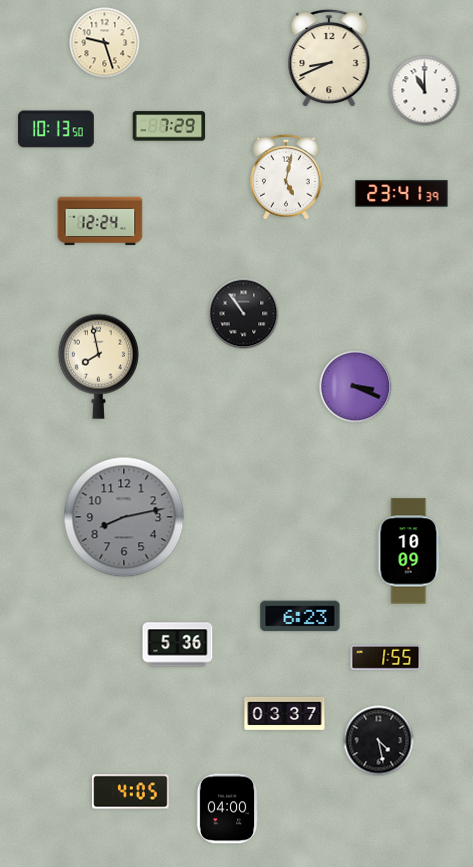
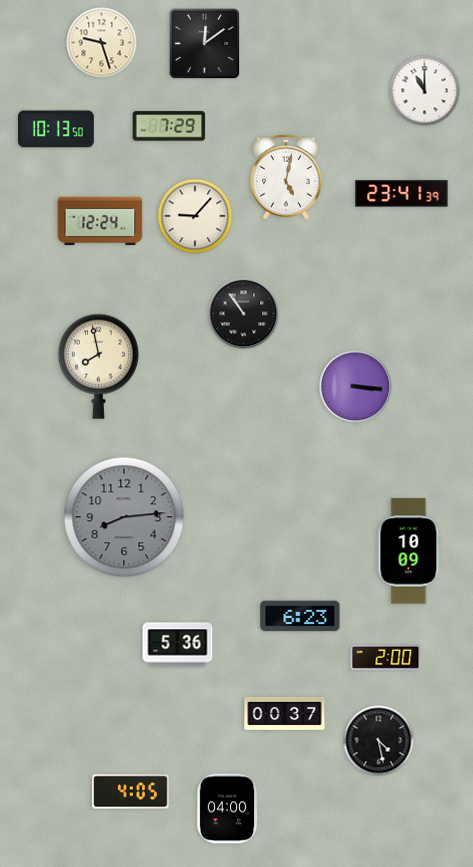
clock at (105, 43) position: (105, 43) -> (102, 43)
clock at (205, 44): none -> 12:09
clock at (329, 58): 8:41 -> none
clock at (195, 216): none -> 9:07
clock at (356, 387): 3:19 -> 3:16
clock at (124, 517): 8:13 -> 8:14
clock at (386, 657): 1:55 -> 2:00
clock at (285, 713): 03:37 -> 00:37
